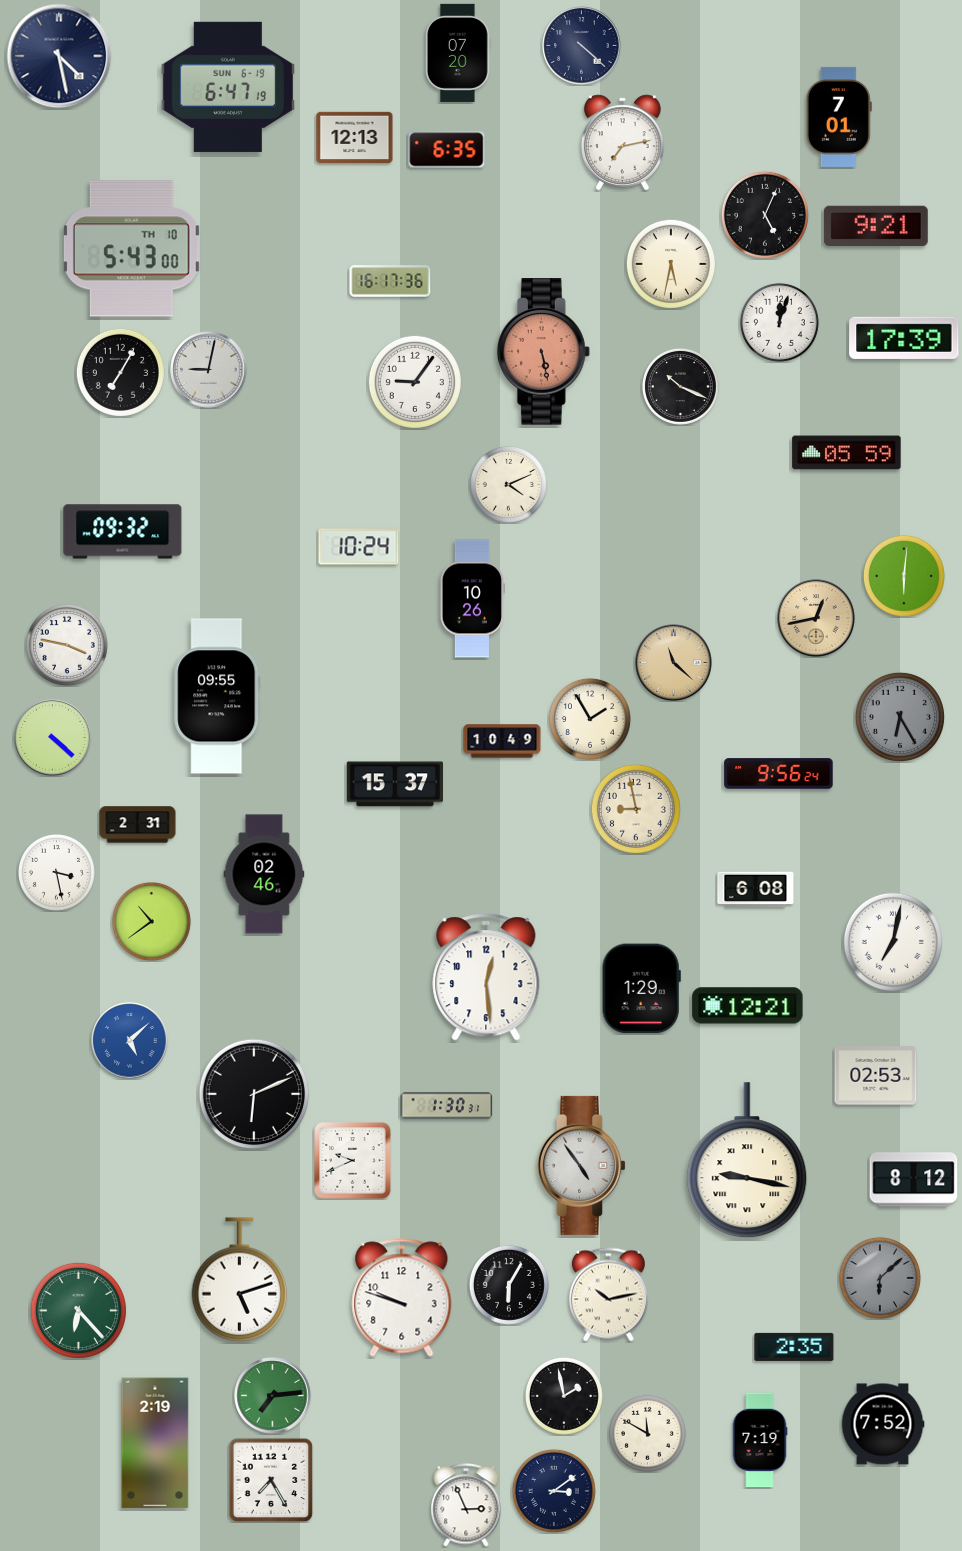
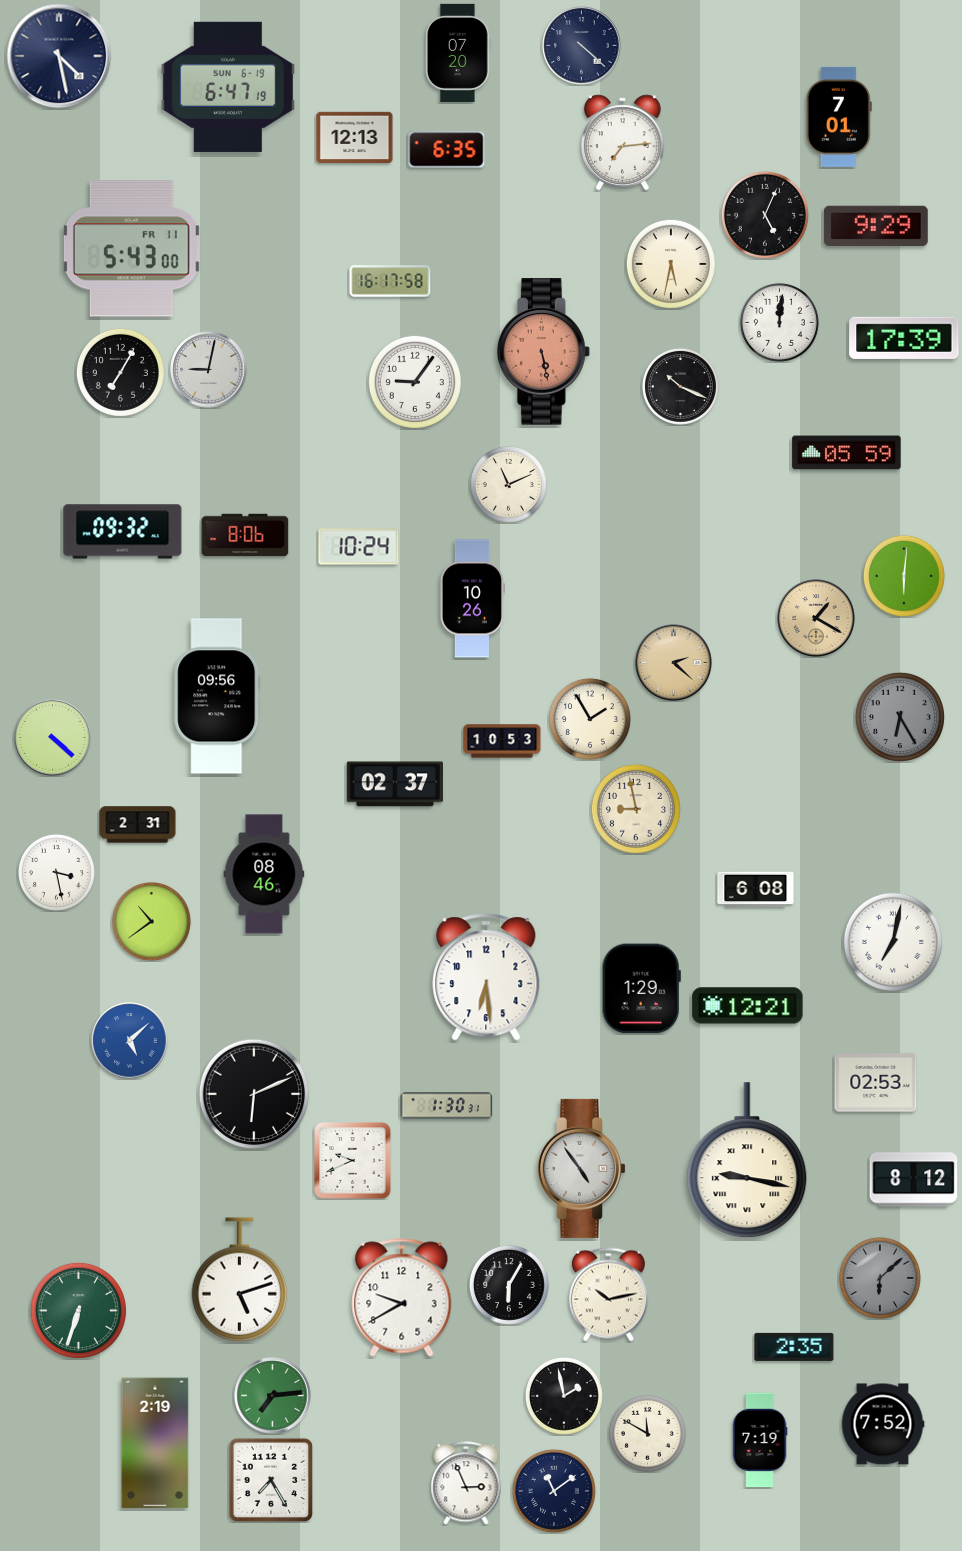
clock at (623, 143): 7:13 -> 7:14
clock at (876, 226): 9:21 -> 9:29
clock at (131, 249) date: TH 10 -> FR 11
clock at (390, 281): 16:17:36 -> 16:17:58
clock at (779, 322): 12:03 -> 12:01
clock at (508, 484): 4:11 -> 11:11
clock at (245, 535): none -> 8:06
clock at (816, 618): 12:43 -> 1:20
clock at (67, 645): 3:47 -> none
clock at (674, 663): 11:22 -> 2:22
clock at (217, 696): 09:55 -> 09:56
clock at (502, 741): 10:49 -> 10:53
clock at (779, 774): 9:56 -> none
clock at (395, 784): 15:37 -> 02:37
clock at (264, 874): 02:46 -> 08:46
clock at (486, 977): 12:29 -> 6:29
clock at (876, 1076) position: (876, 1076) -> (876, 1083)
clock at (581, 1165) position: (581, 1165) -> (581, 1168)
clock at (402, 1298): 9:48 -> 9:40
clock at (78, 1310): 6:23 -> 6:33
clock at (554, 1491): 3:09 -> 11:09
clock at (466, 1505) position: (466, 1505) -> (466, 1483)
